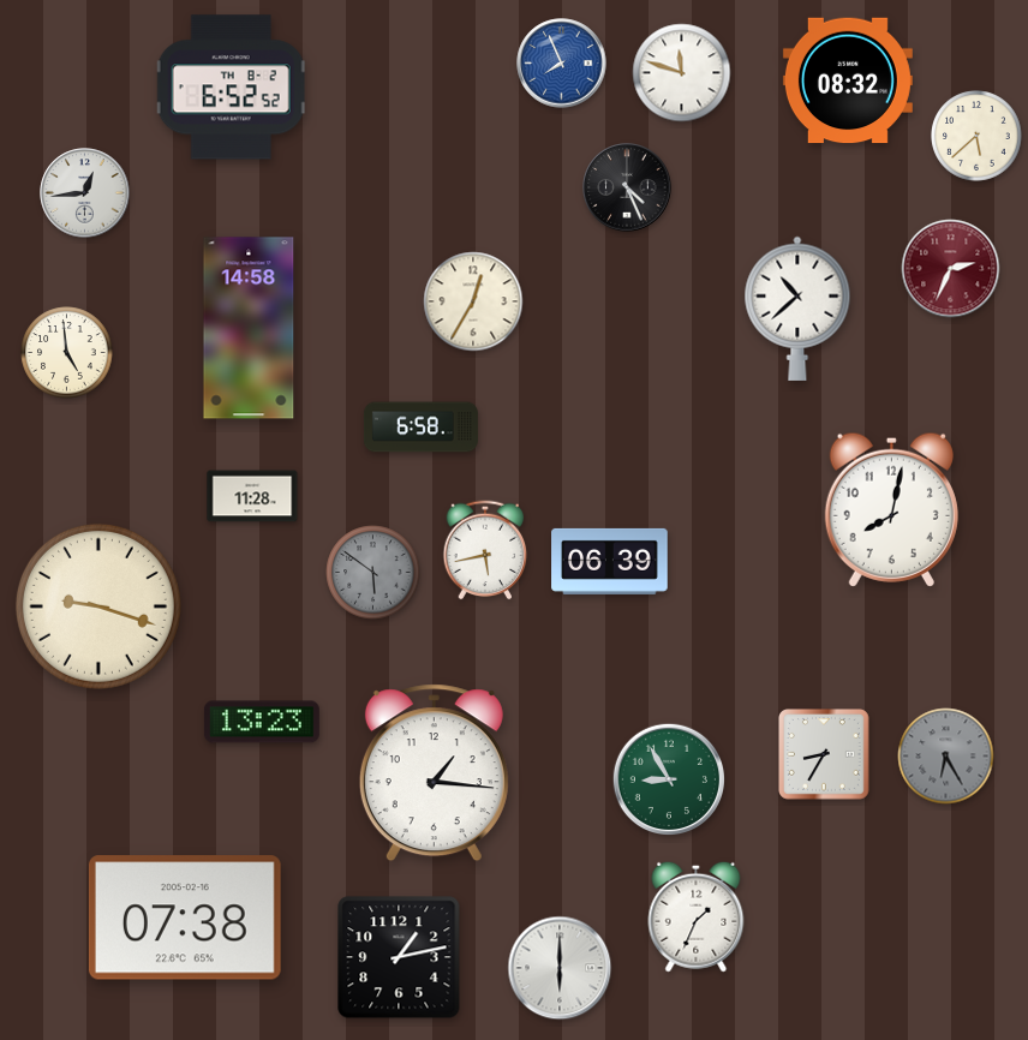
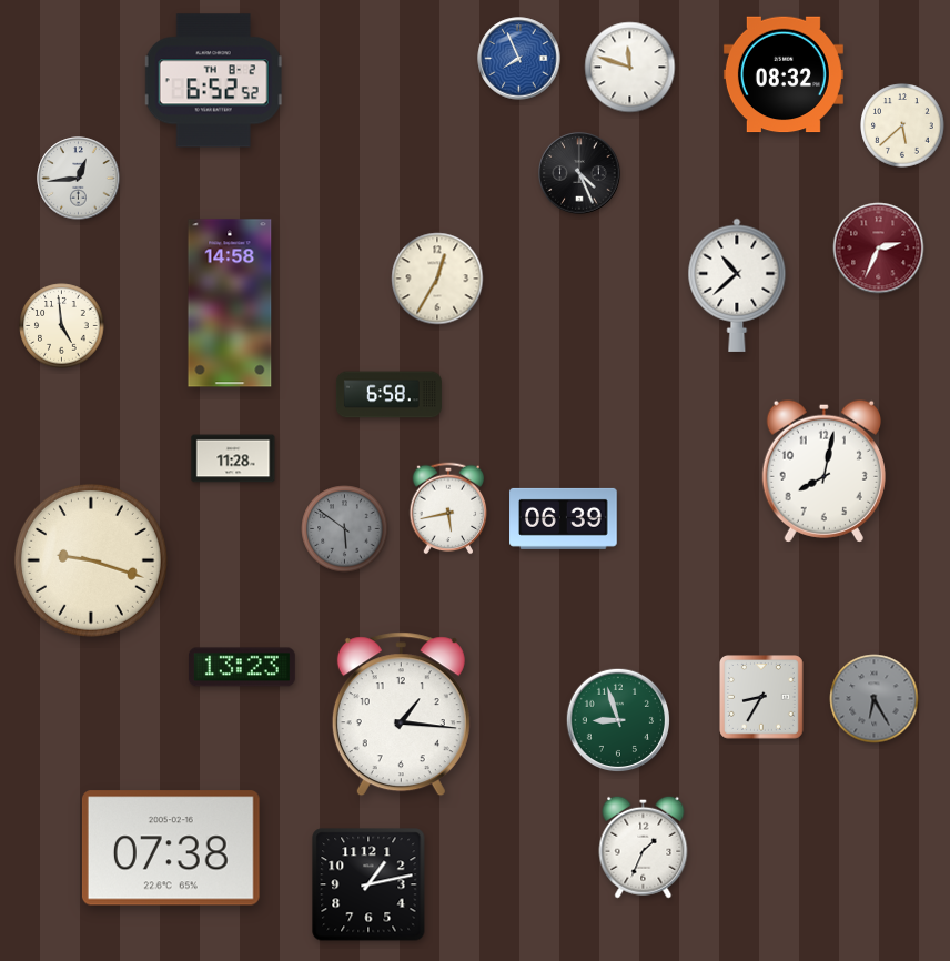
clock at (668, 778): 8:55 -> 8:57
clock at (560, 968): 6:00 -> none
